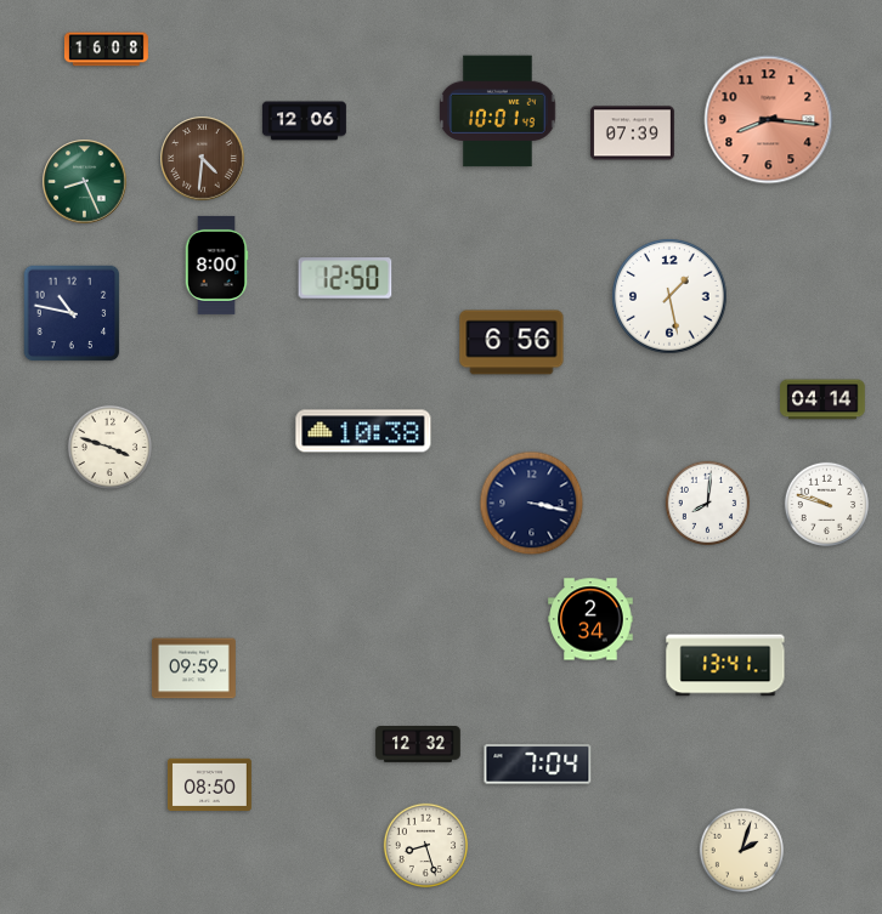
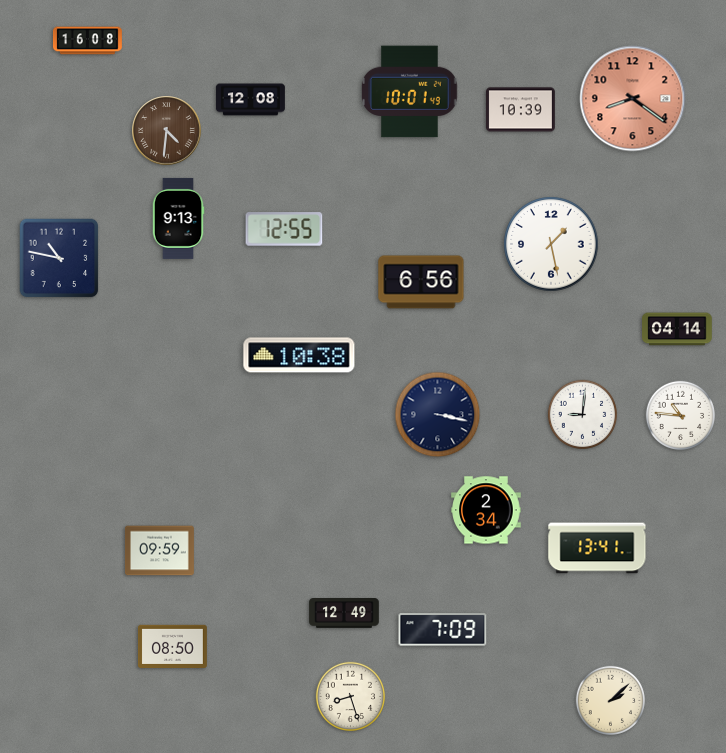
clock at (769, 120): 8:16 -> 8:21
clock at (304, 121): 12:06 -> 12:08
clock at (632, 134): 07:39 -> 10:39
clock at (85, 182): 8:26 -> none
clock at (216, 265): 8:00 -> 9:13
clock at (345, 278): 12:50 -> 12:55
clock at (111, 448): 3:48 -> none
clock at (708, 504): 8:01 -> 9:01
clock at (827, 505): 9:48 -> 10:46
clock at (418, 745): 12:32 -> 12:49
clock at (538, 765): 7:04 -> 7:09
clock at (742, 851): 2:03 -> 2:08
